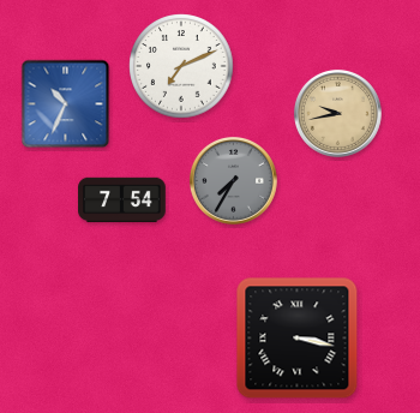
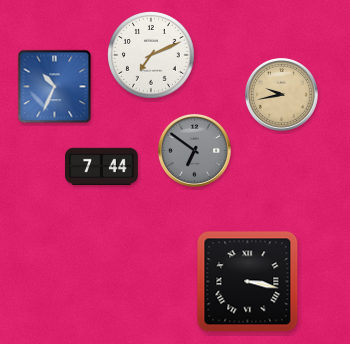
clock at (233, 180): 7:35 -> 6:51
clock at (122, 200): 7:54 -> 7:44
